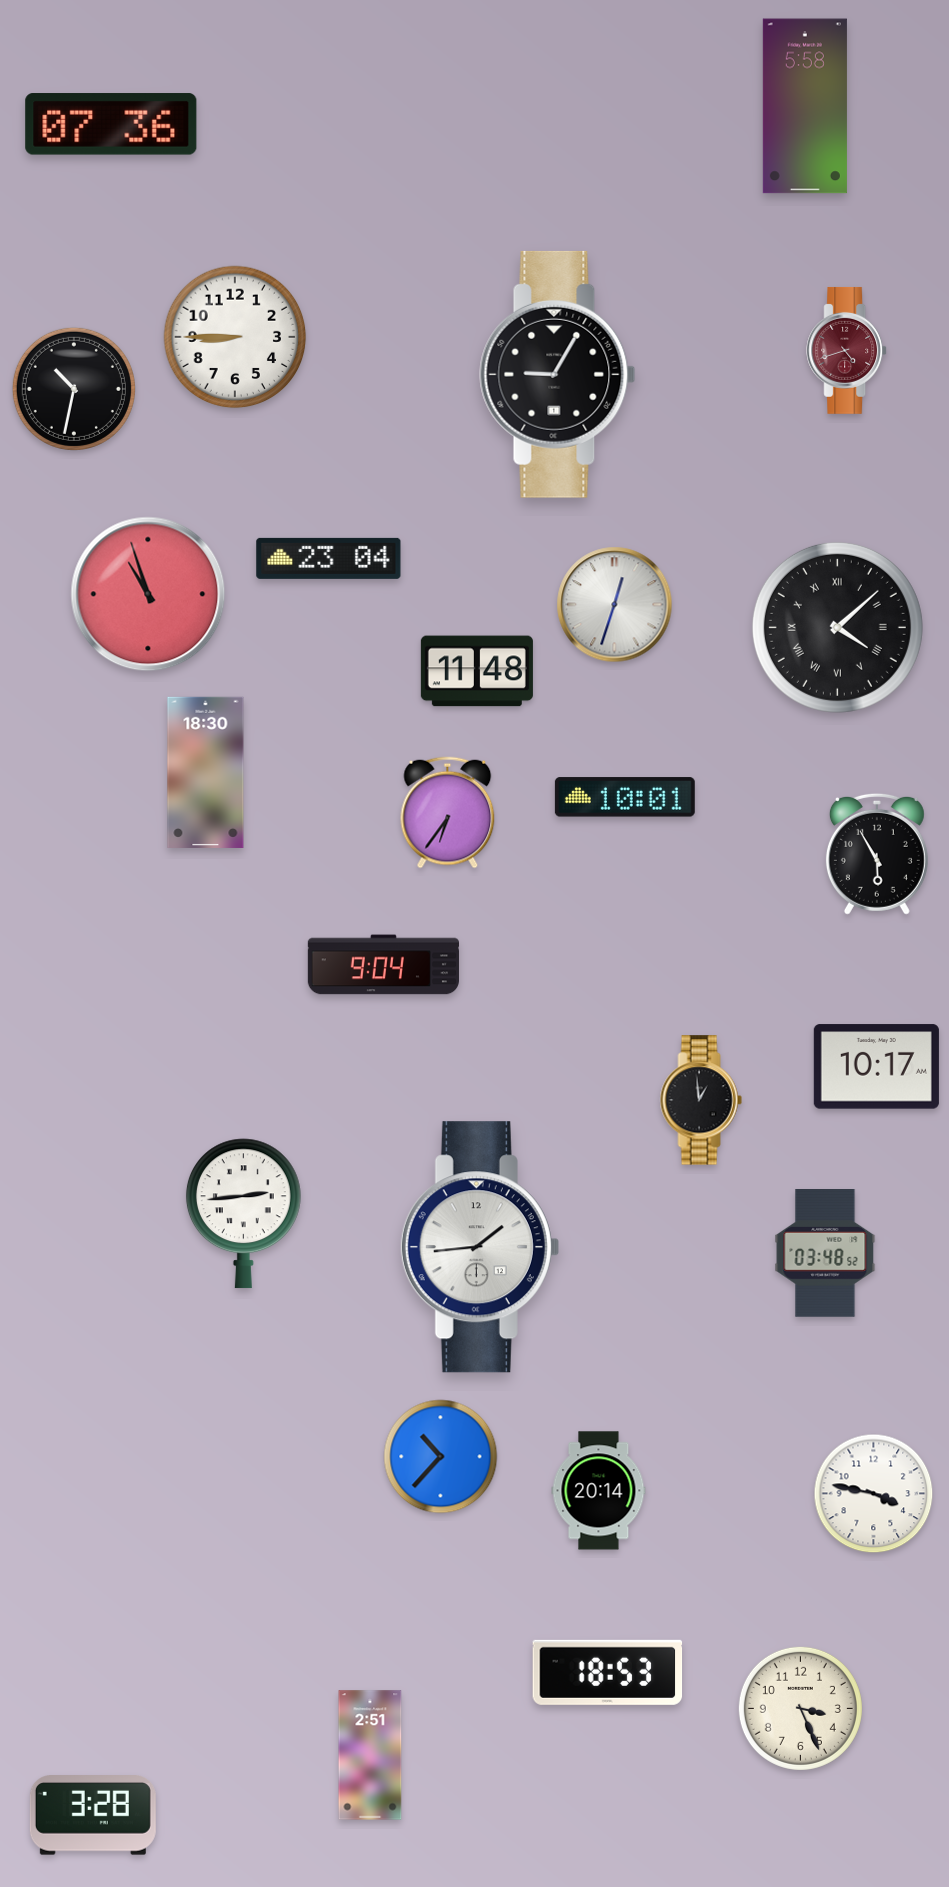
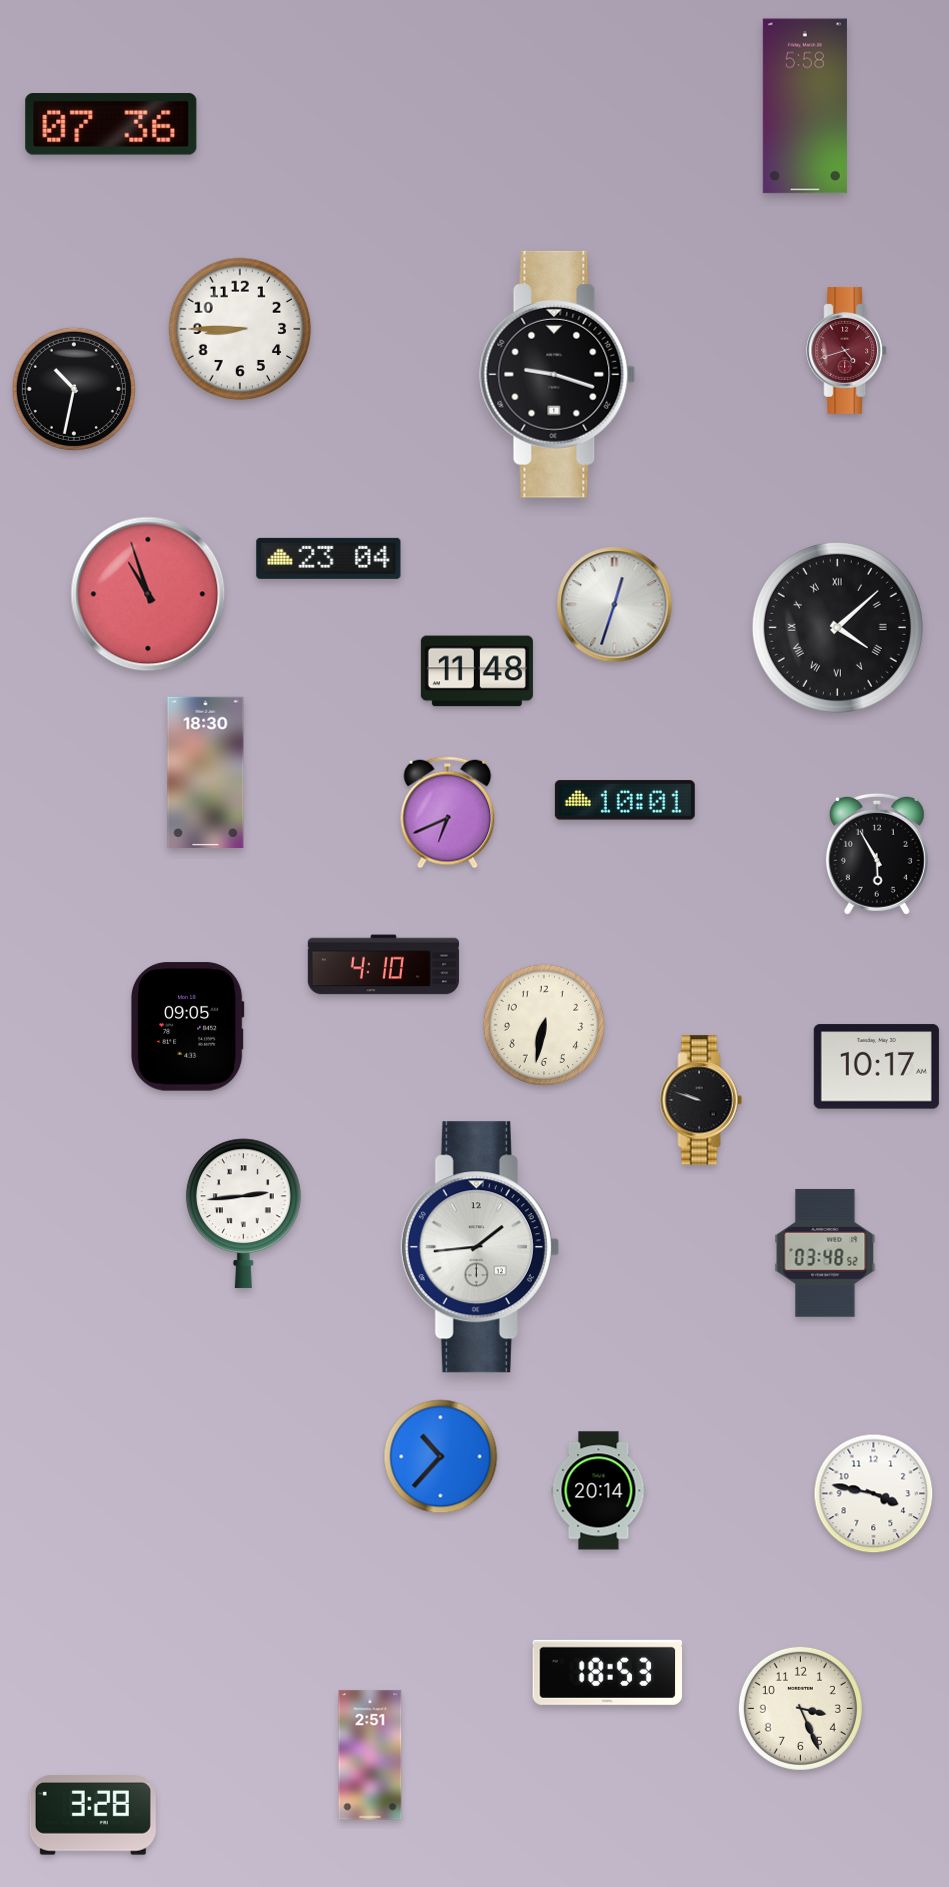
clock at (235, 337) position: (235, 337) -> (240, 329)
clock at (558, 374): 9:05 -> 9:18
clock at (625, 797) position: (625, 797) -> (625, 800)
clock at (448, 813): 6:36 -> 6:41
clock at (383, 965): 9:04 -> 4:10
clock at (543, 1024): none -> 6:32
clock at (188, 1027): none -> 09:05
clock at (701, 1100): 12:59 -> 9:48
